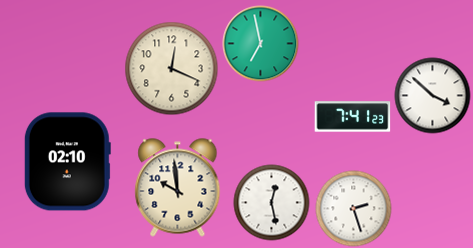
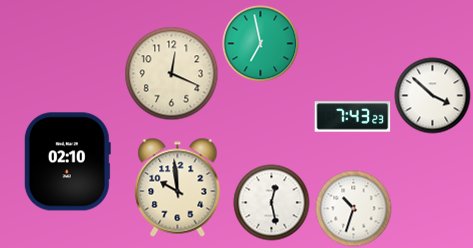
clock at (172, 69) position: (172, 69) -> (172, 74)
clock at (353, 117): 7:41 -> 7:43
clock at (354, 209): 2:27 -> 10:33
